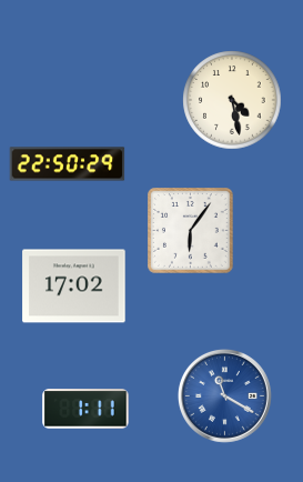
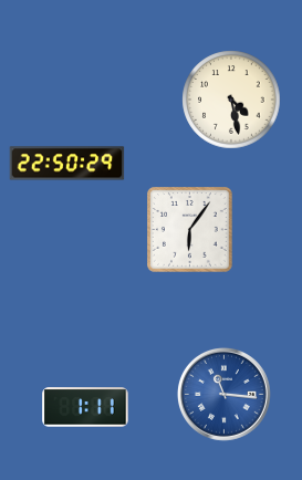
clock at (74, 287): 17:02 -> none
clock at (224, 395): 11:20 -> 11:16
